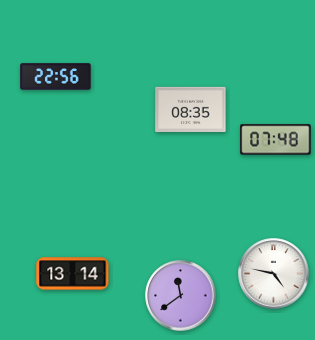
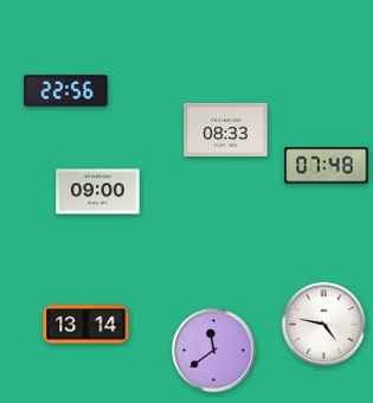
clock at (191, 109): 08:35 -> 08:33
clock at (98, 192): none -> 09:00
